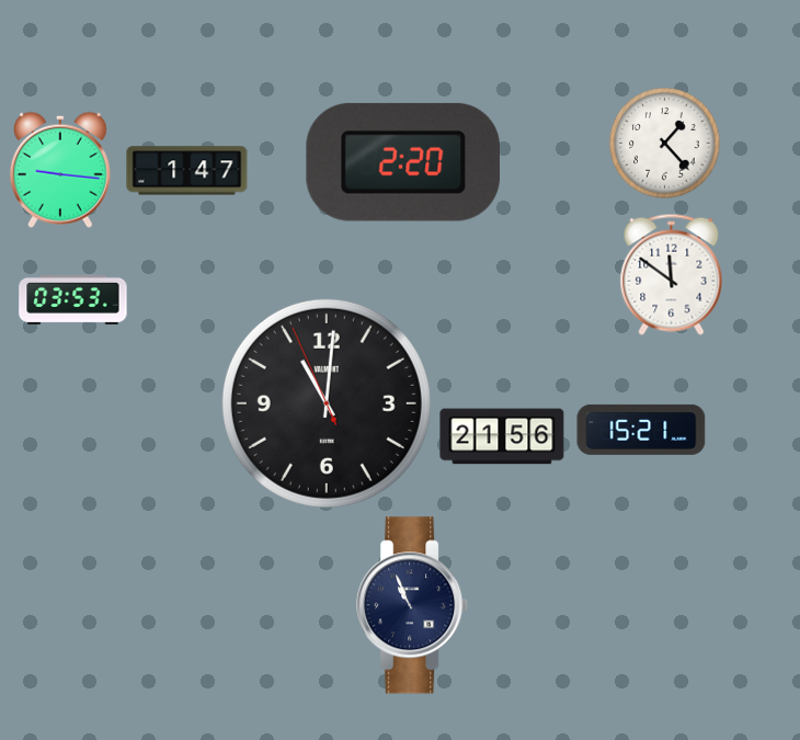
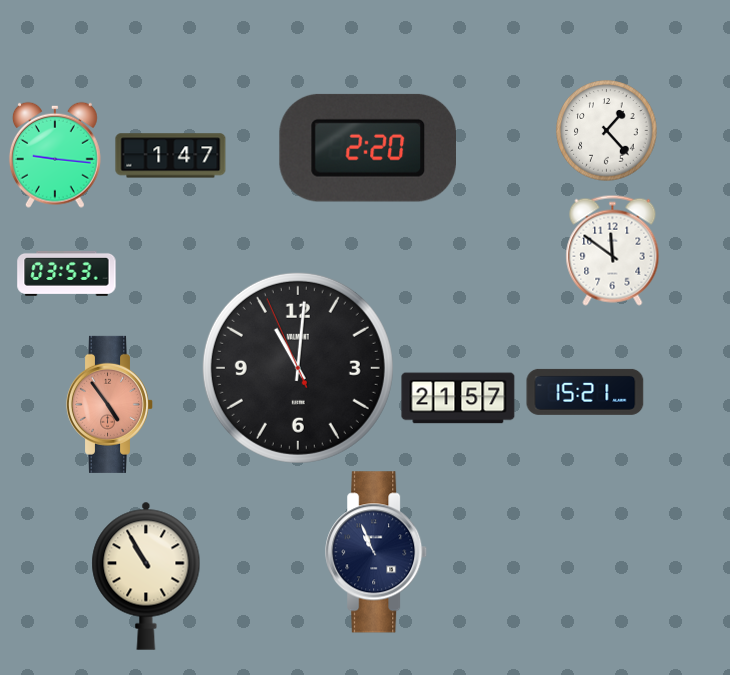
clock at (502, 436): 21:56 -> 21:57
clock at (109, 404): none -> 4:54
clock at (146, 576): none -> 10:55
